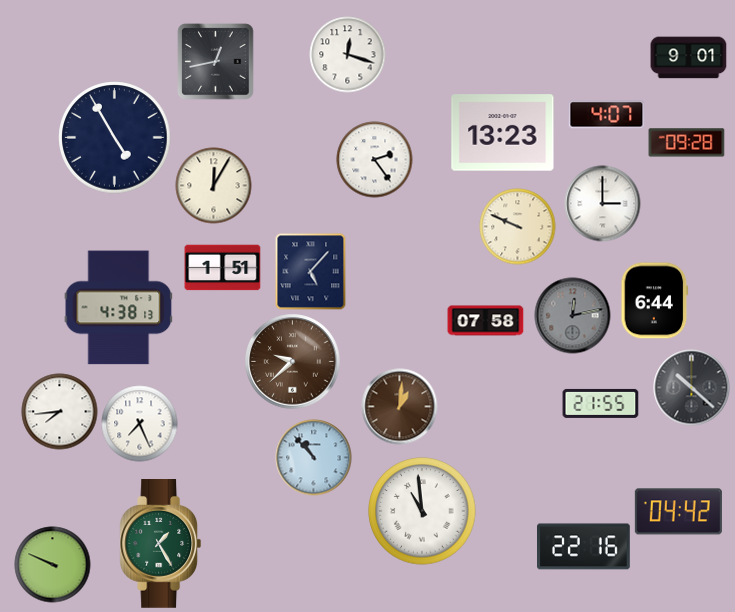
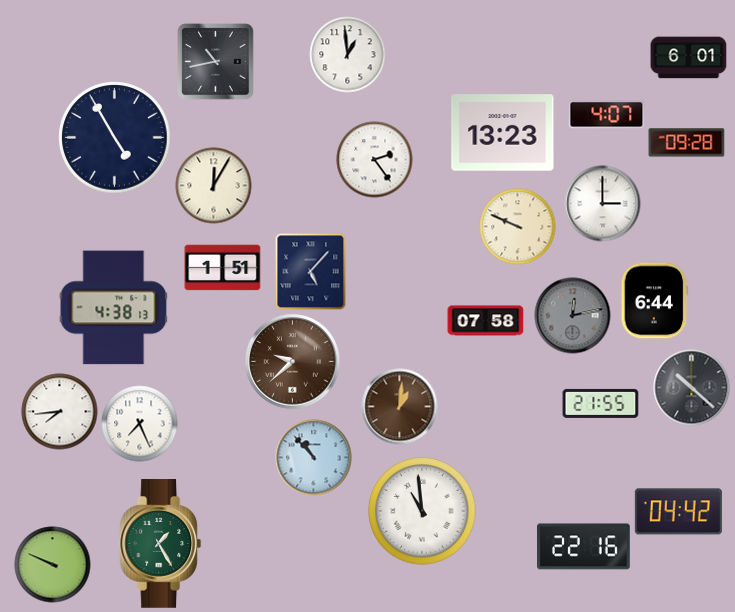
clock at (348, 55): 12:18 -> 12:59
clock at (689, 58): 9:01 -> 6:01
clock at (216, 62): 12:43 -> 10:43
clock at (119, 308) position: (119, 308) -> (114, 308)
